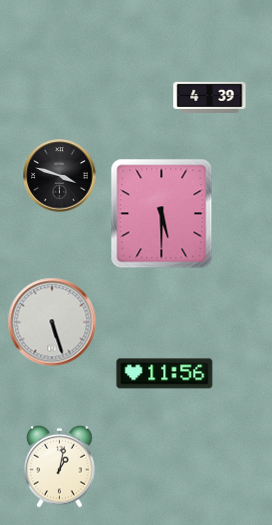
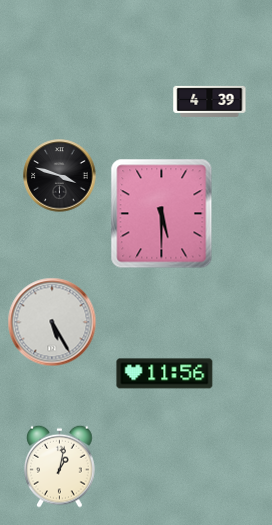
clock at (210, 97) position: (210, 97) -> (210, 101)
clock at (52, 322): 5:27 -> 5:25
